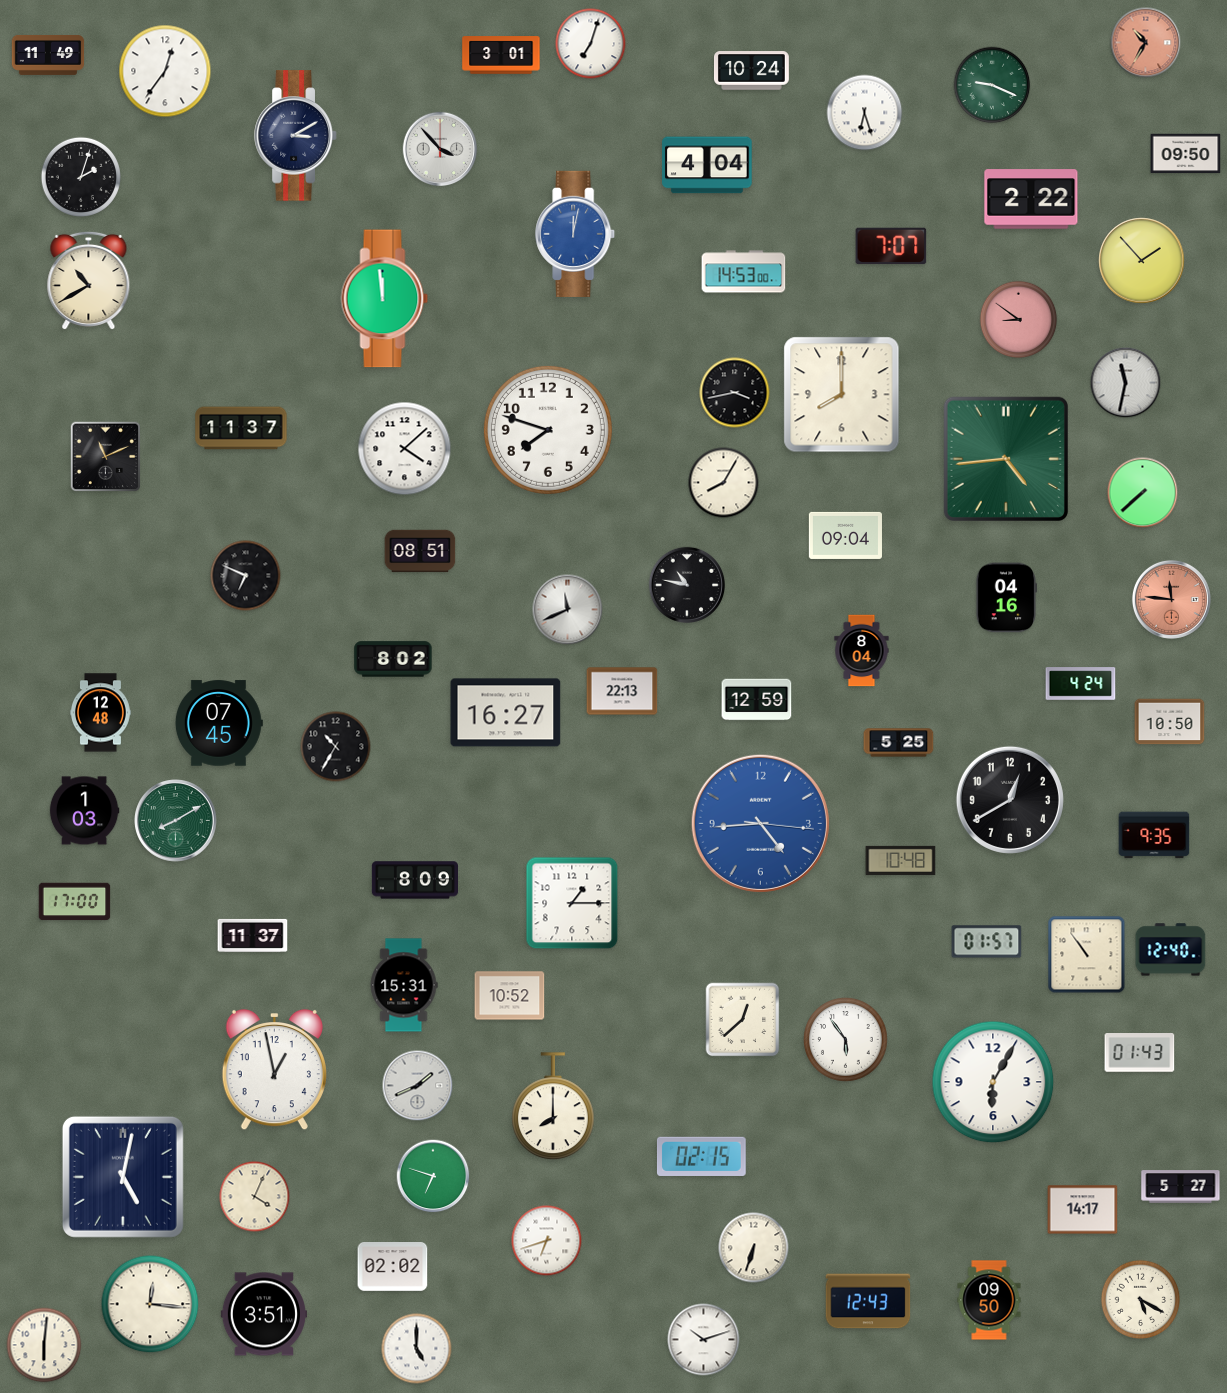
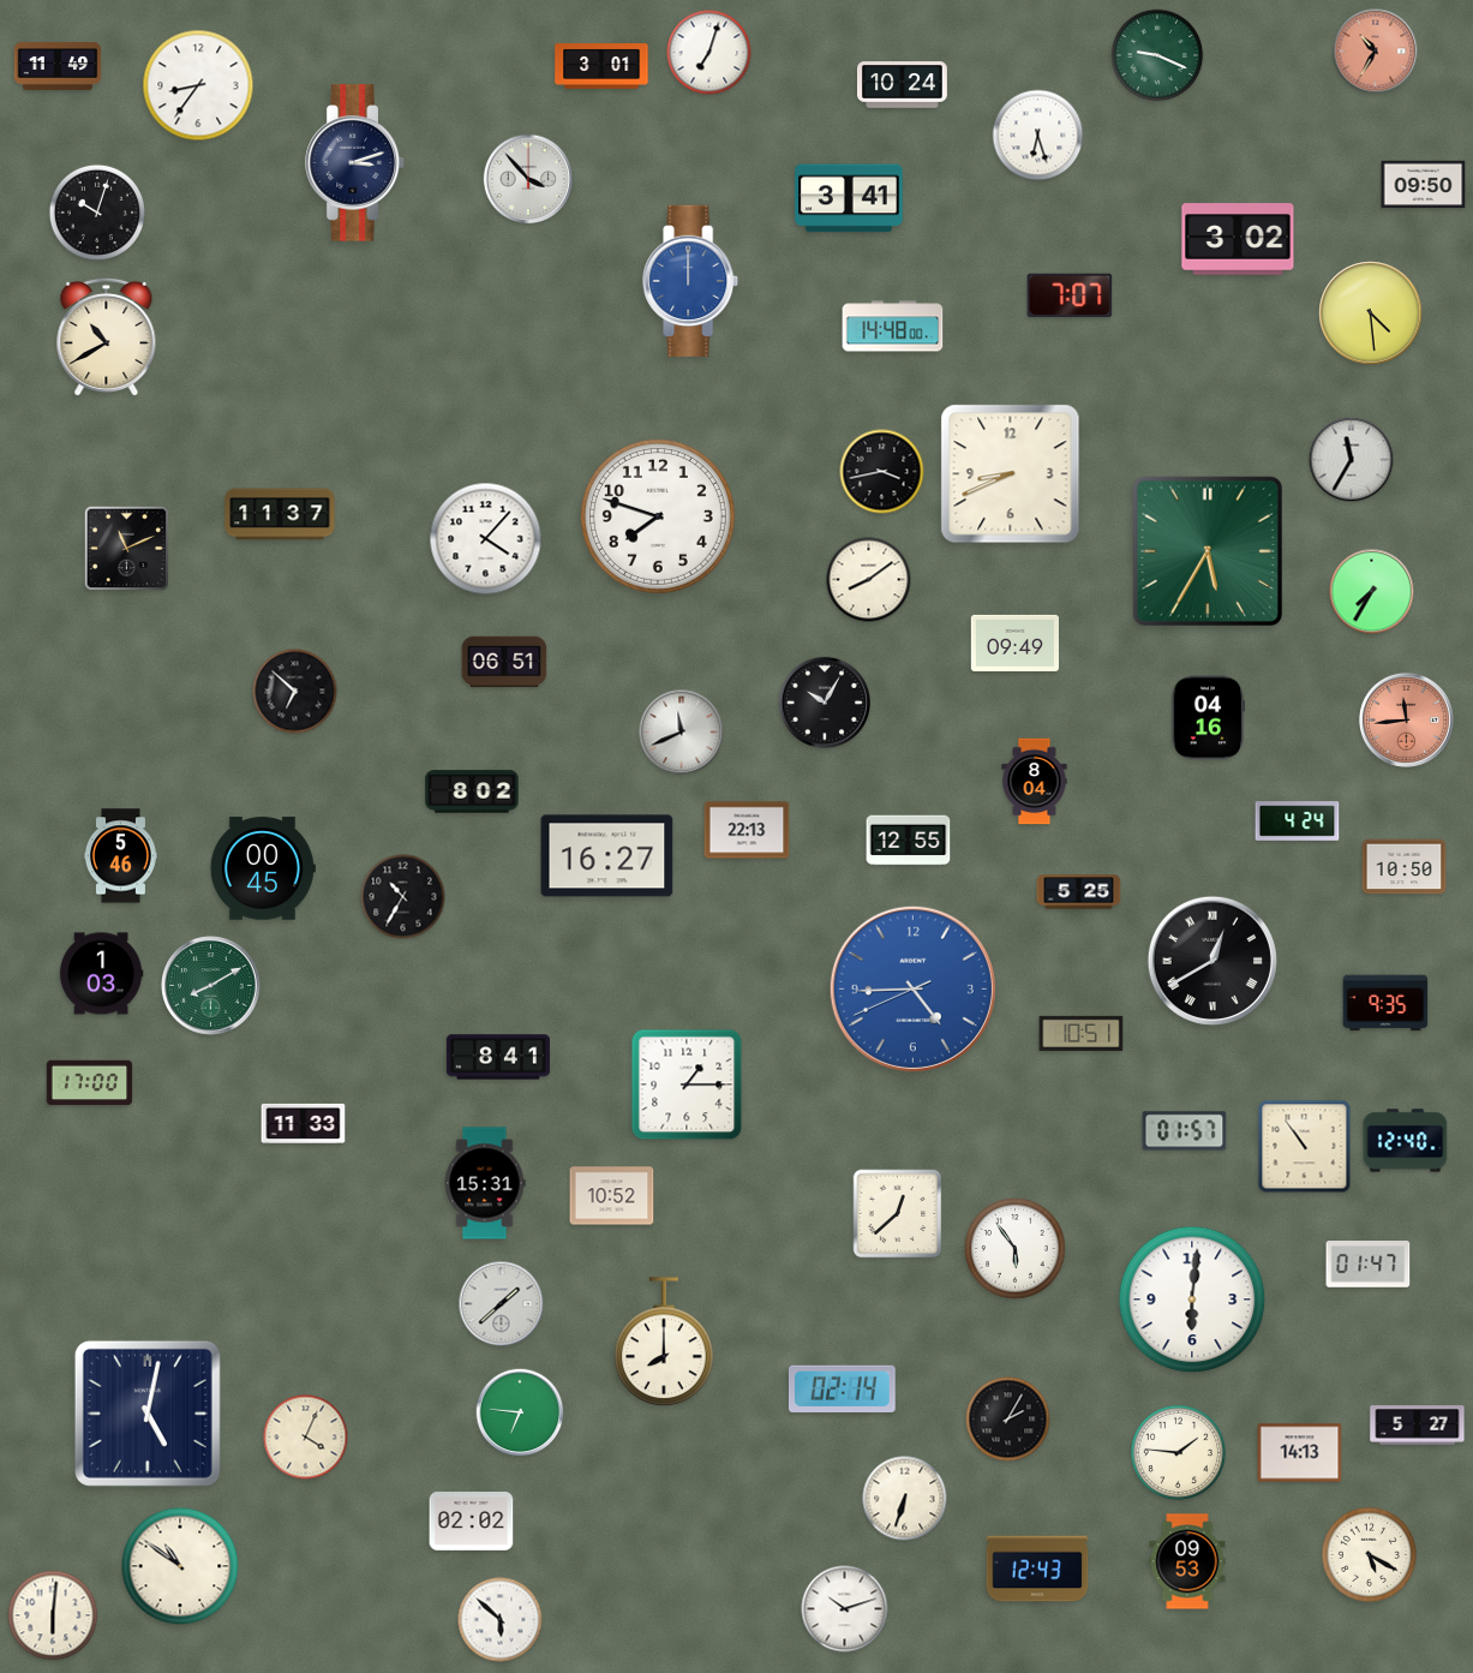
clock at (165, 71): 12:36 -> 8:36
clock at (992, 85) position: (992, 85) -> (1157, 55)
clock at (296, 136): 3:10 -> 3:12
clock at (707, 165): 4:04 -> 3:41
clock at (81, 177): 2:03 -> 10:03
clock at (1031, 199): 2:22 -> 3:02
clock at (576, 234): 12:02 -> 12:00
clock at (1142, 261): 1:53 -> 4:29
clock at (744, 272): 14:53 -> 14:48
clock at (385, 299): 11:59 -> none
clock at (1019, 320): 8:51 -> none
clock at (1126, 383): 11:32 -> 11:35
clock at (842, 395): 8:00 -> 8:41
clock at (241, 428) position: (241, 428) -> (280, 514)
clock at (405, 449): 4:08 -> 4:07
clock at (1006, 459): 4:44 -> 5:35
clock at (724, 483): 8:05 -> 8:09
clock at (1143, 493): 7:38 -> 7:35
clock at (845, 535): 09:04 -> 09:49
clock at (420, 551): 08:51 -> 06:51
clock at (246, 576): 6:49 -> 6:52
clock at (686, 584): 10:47 -> 10:05
clock at (1171, 599): 11:46 -> 11:44
clock at (757, 700): 12:59 -> 12:55
clock at (101, 713): 12:48 -> 5:46
clock at (219, 723): 07:45 -> 00:45
clock at (1010, 800) numerals: Arabic -> Roman
clock at (760, 823): 4:44:16 -> 4:44:41
clock at (901, 860): 10:48 -> 10:51
clock at (414, 880): 8:09 -> 8:41
clock at (253, 935): 11:37 -> 11:33
clock at (743, 1020) position: (743, 1020) -> (898, 1214)
clock at (1140, 1053): 01:43 -> 01:47
clock at (274, 1070): 12:58 -> none
clock at (993, 1082): 6:05 -> 6:01
clock at (418, 1086): 1:41 -> 1:38
clock at (554, 1107) position: (554, 1107) -> (665, 1343)
clock at (701, 1156): 02:15 -> 02:14
clock at (433, 1176): 6:48 -> 6:46
clock at (1008, 1420): none -> 2:05
clock at (1179, 1453): none -> 1:46
clock at (1083, 1210): 14:17 -> 14:13
clock at (547, 1241): 6:42 -> none
clock at (989, 1300): 09:50 -> 09:53
clock at (1141, 1300) position: (1141, 1300) -> (1370, 1555)
clock at (868, 1301) position: (868, 1301) -> (1037, 1569)
clock at (150, 1304): 12:16 -> 10:51
clock at (263, 1314): 3:51 -> none
clock at (417, 1349): 5:00 -> 5:52
